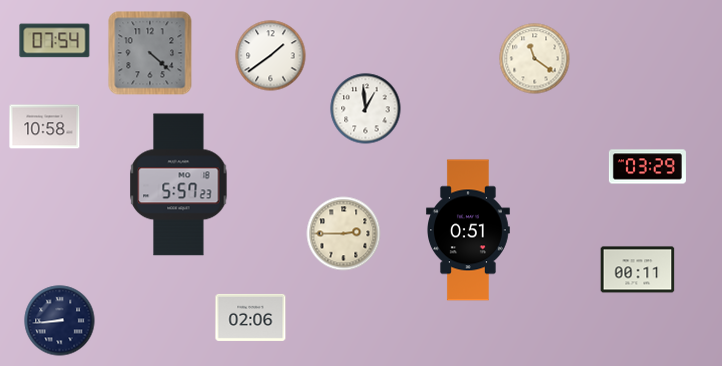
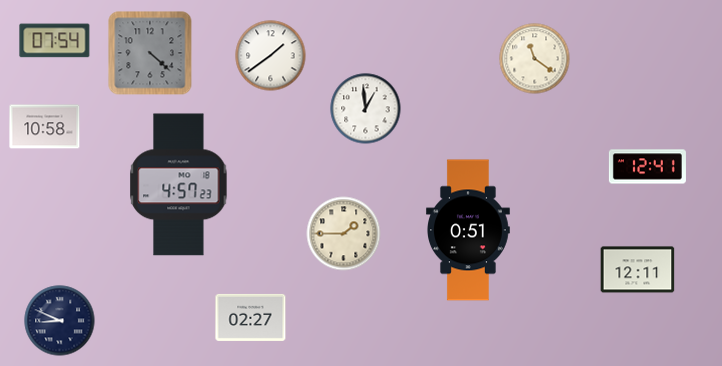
clock at (647, 167): 03:29 -> 12:41
clock at (179, 185): 5:57 -> 4:57
clock at (344, 234): 2:45 -> 1:45
clock at (638, 270): 00:11 -> 12:11
clock at (251, 317): 02:06 -> 02:27
clock at (60, 321): 8:44 -> 8:49
